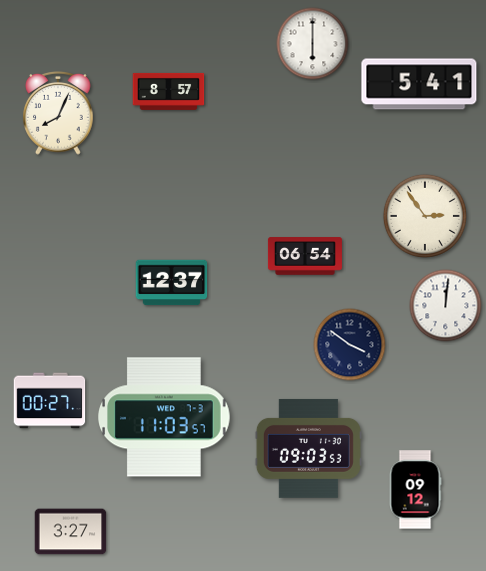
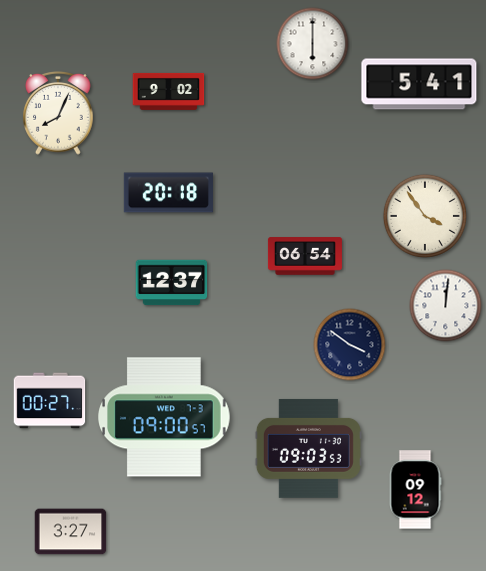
clock at (169, 91): 8:57 -> 9:02
clock at (168, 193): none -> 20:18
clock at (425, 216): 2:54 -> 3:54
clock at (165, 417): 11:03 -> 09:00
